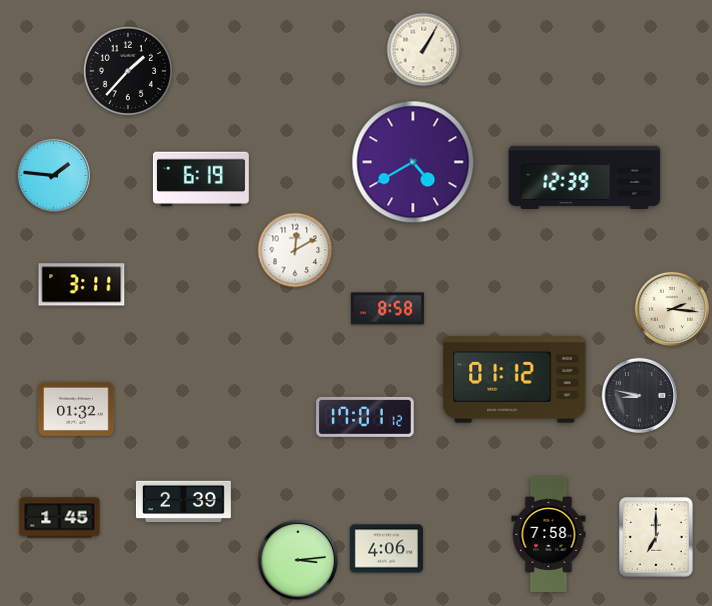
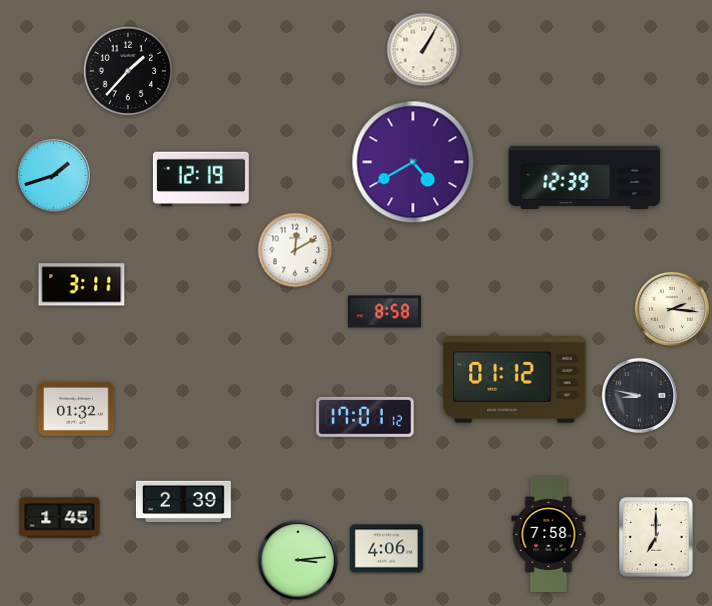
clock at (54, 176): 1:46 -> 1:42
clock at (201, 179): 6:19 -> 12:19
clock at (387, 309) position: (387, 309) -> (384, 312)
